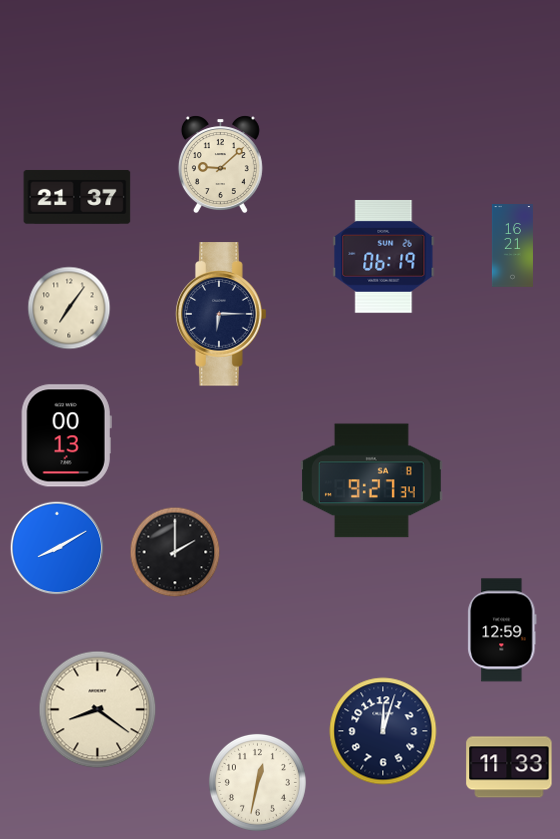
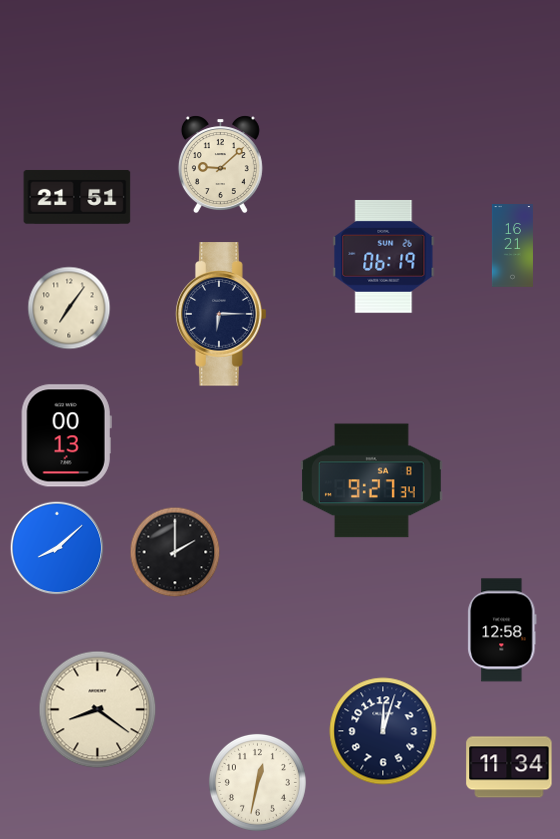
clock at (77, 197): 21:37 -> 21:51
clock at (57, 548): 8:10 -> 8:08
clock at (502, 630): 12:59 -> 12:58
clock at (509, 767): 11:33 -> 11:34
